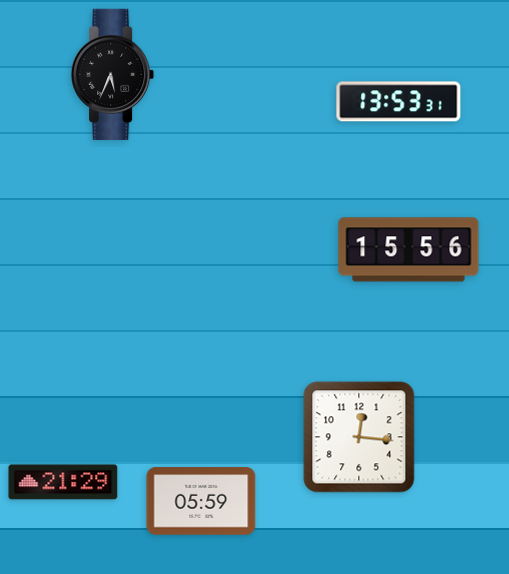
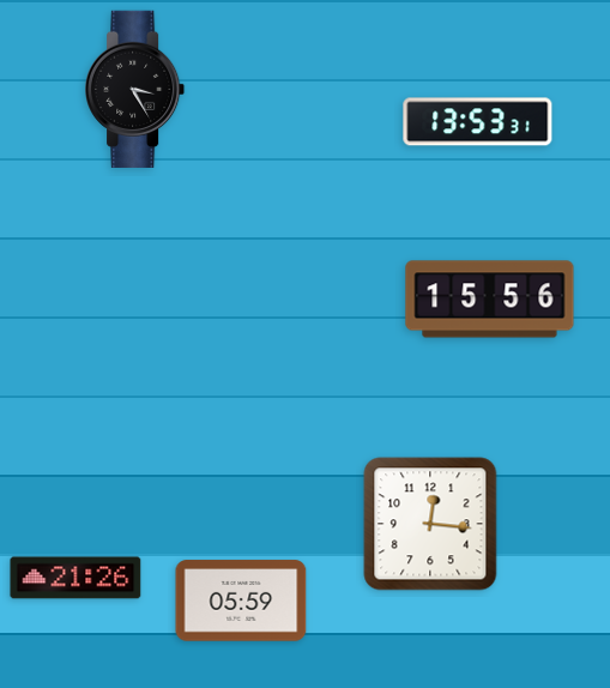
clock at (114, 74): 5:34 -> 3:25
clock at (63, 482): 21:29 -> 21:26
